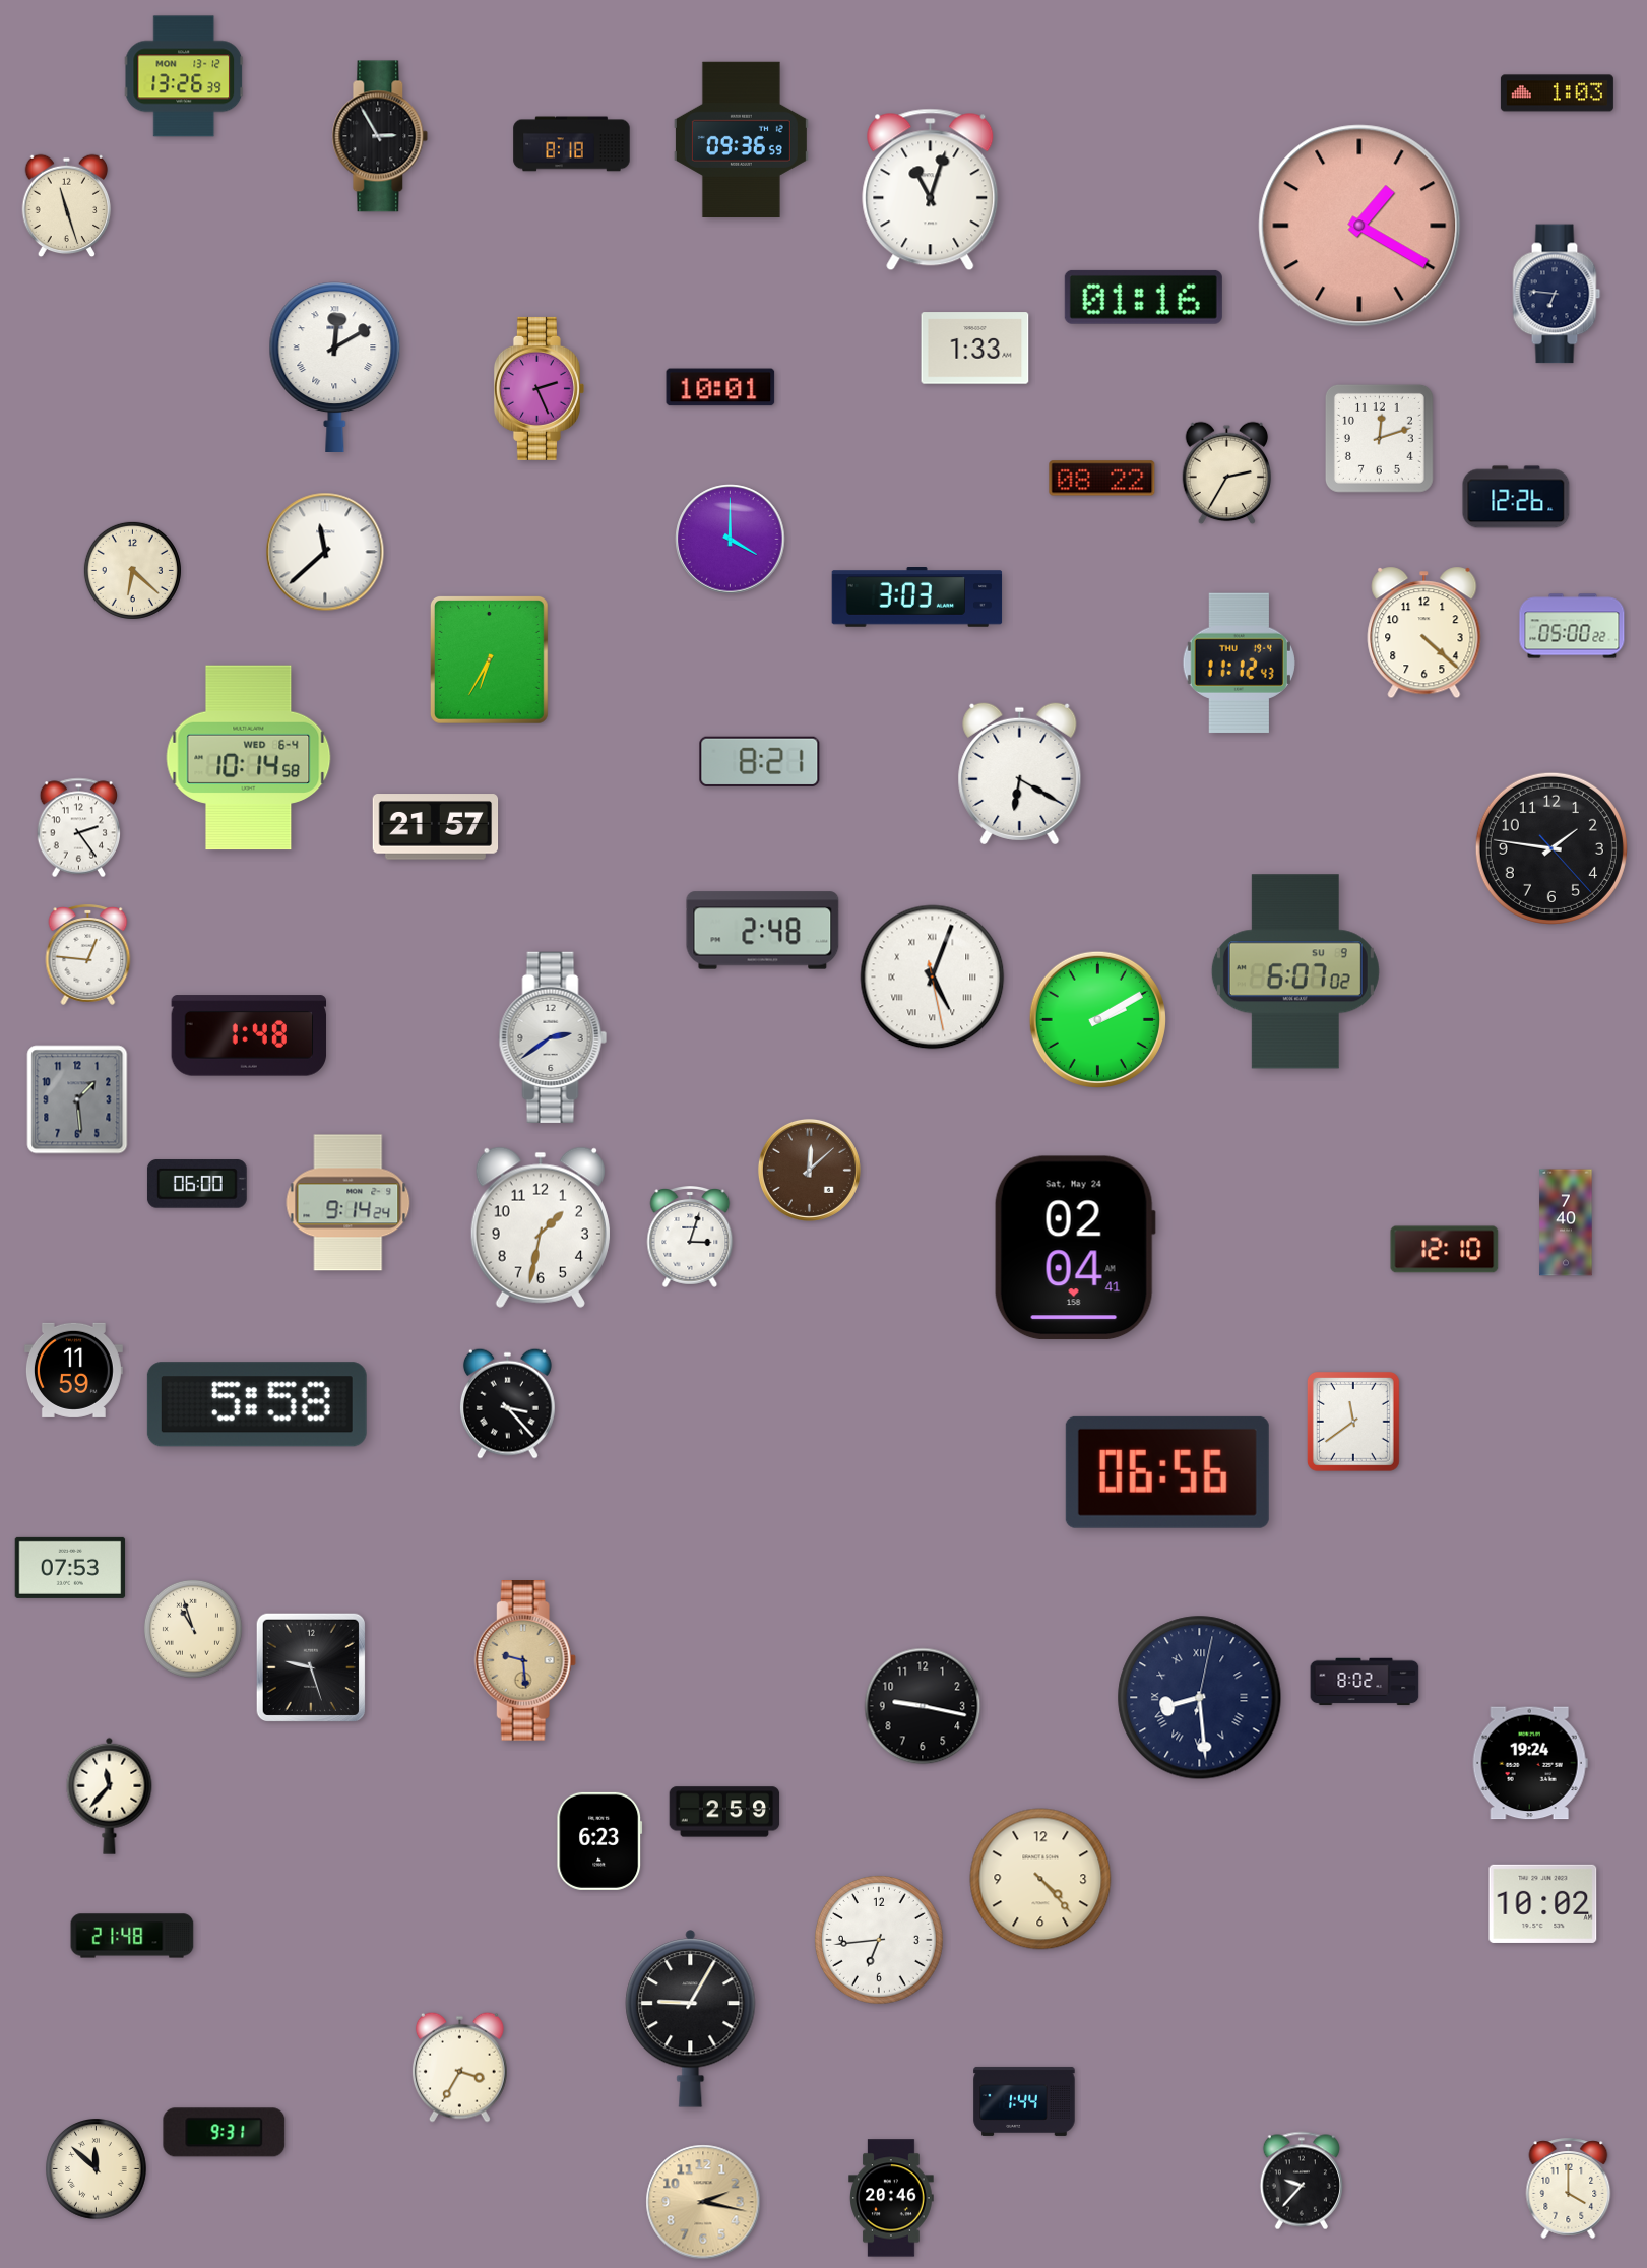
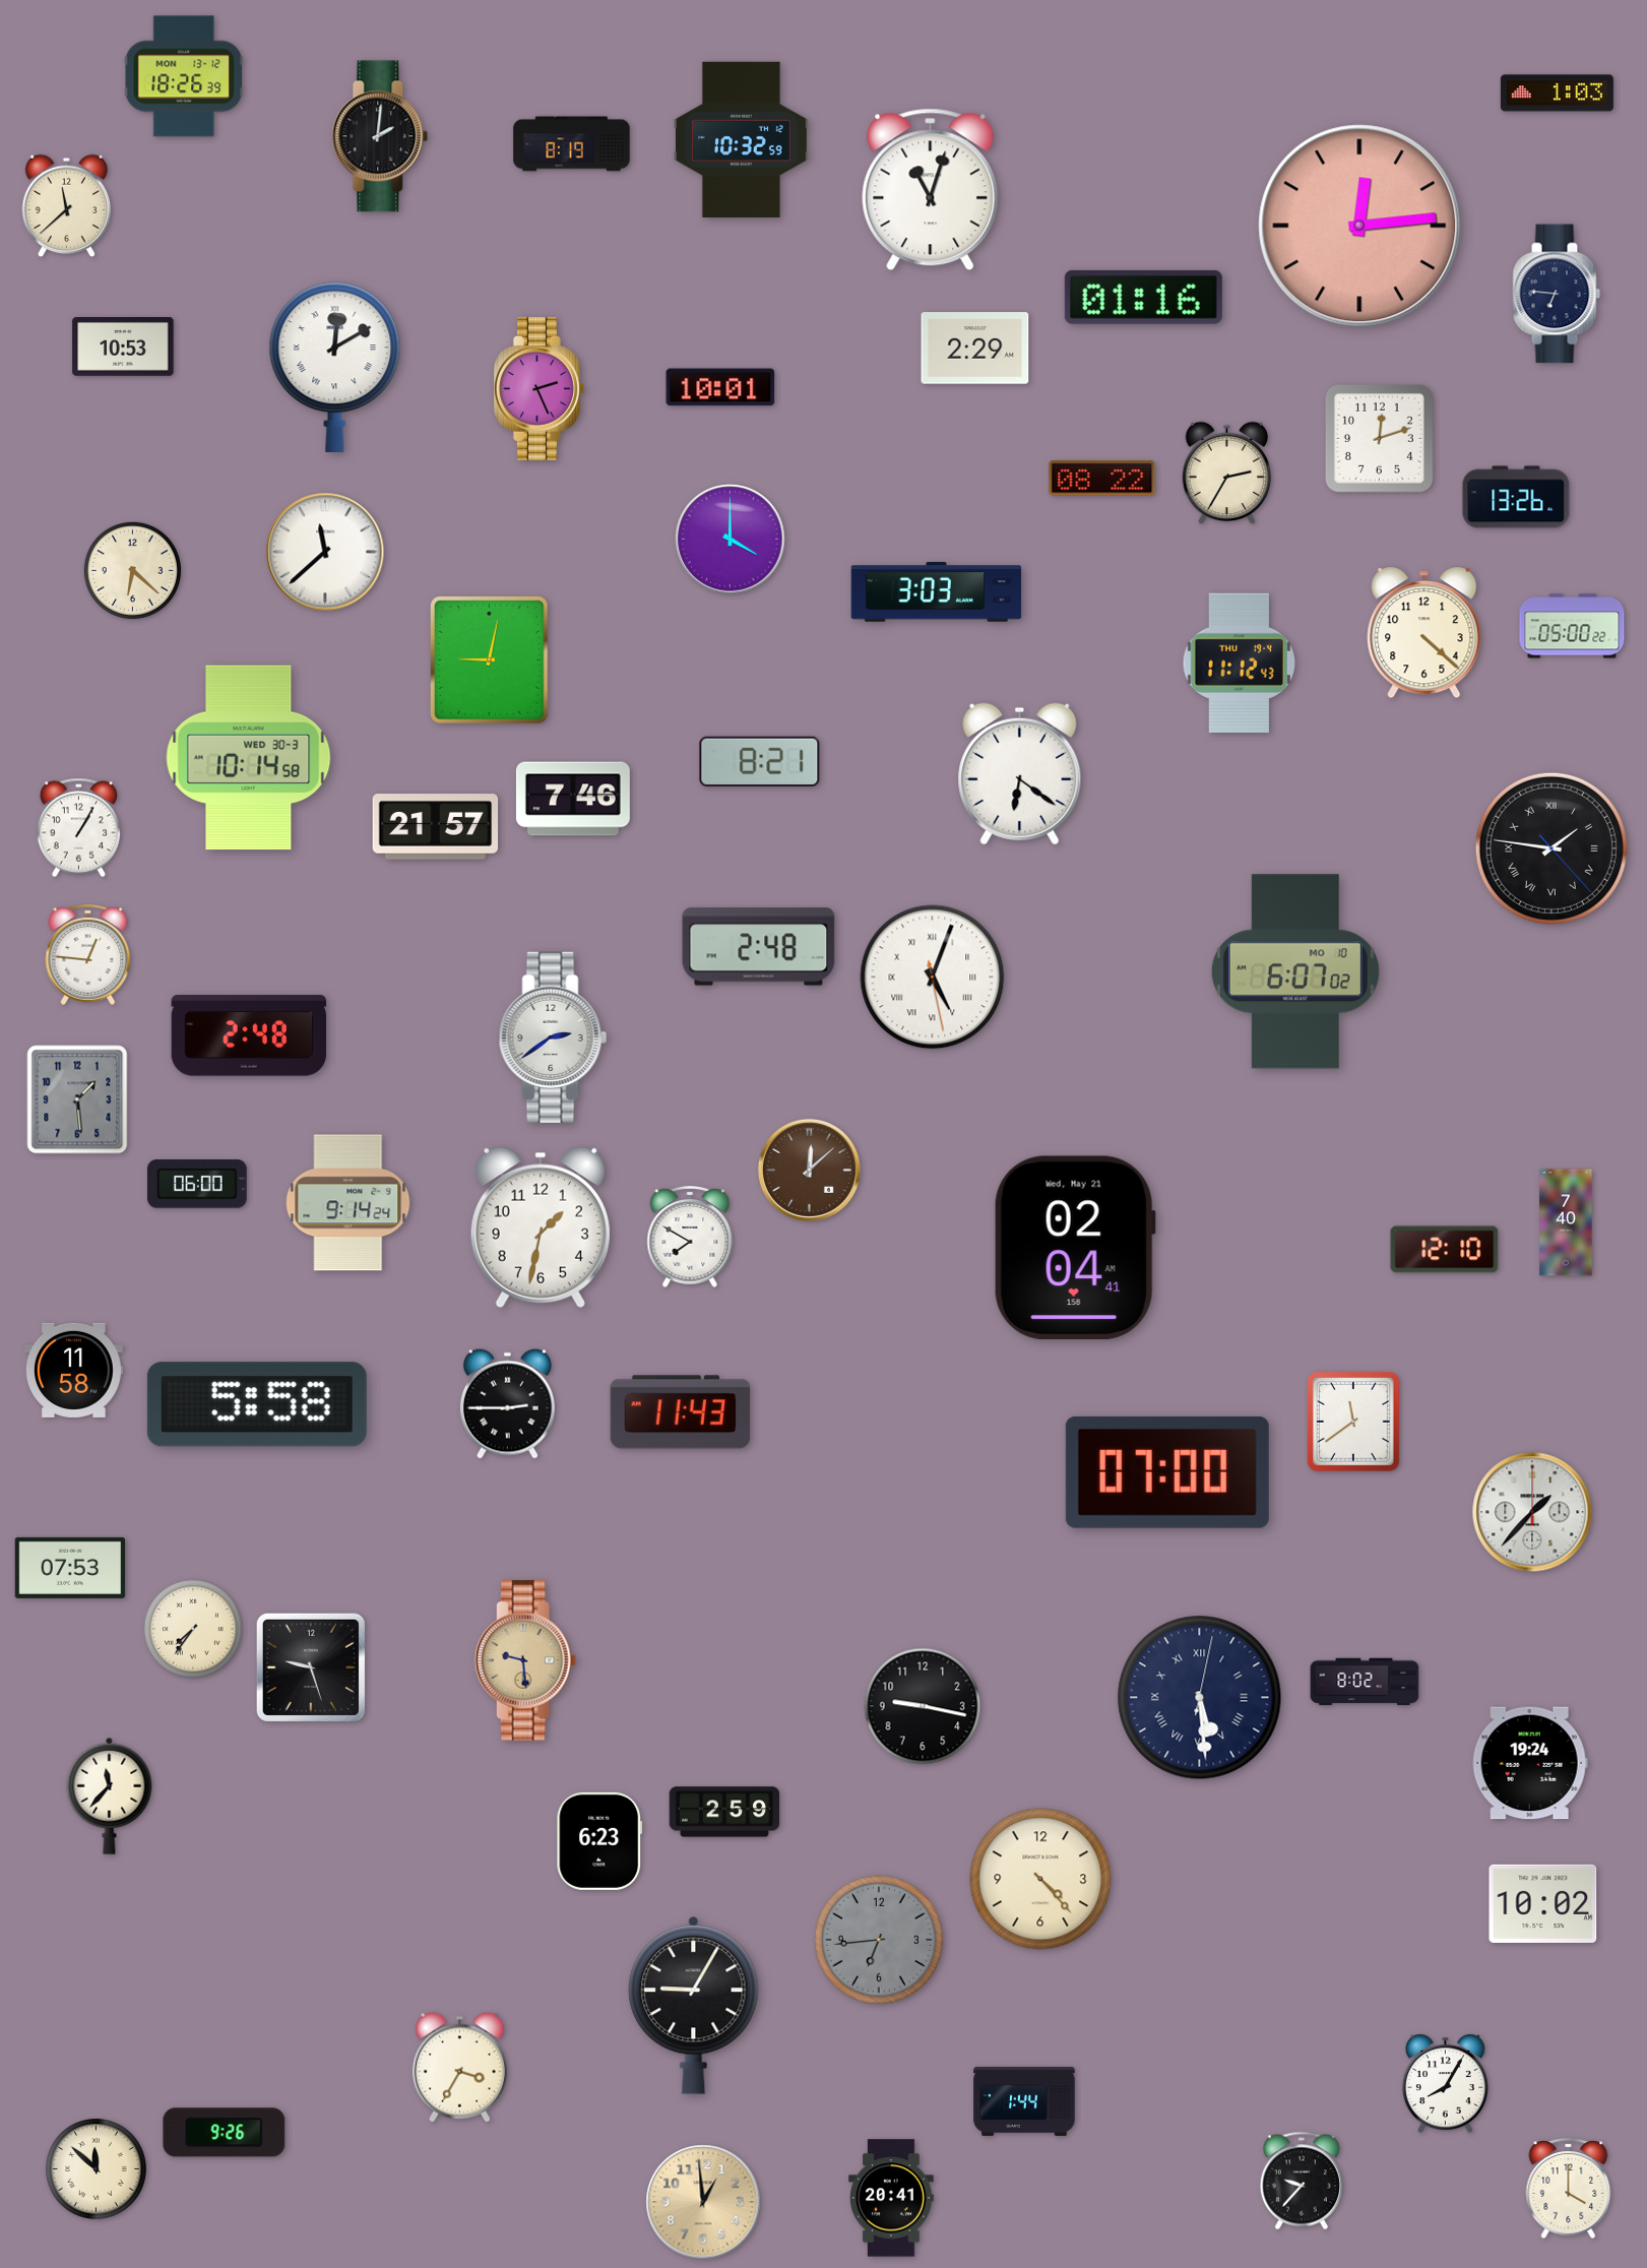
clock at (184, 76): 13:26 -> 18:26
clock at (380, 136): 2:55 -> 2:01
clock at (741, 139): 09:36 -> 10:32
clock at (572, 144): 8:18 -> 8:19
clock at (67, 206): 11:27 -> 11:38
clock at (1359, 226): 1:20 -> 12:14
clock at (123, 348): none -> 10:53
clock at (975, 349): 1:33 -> 2:29
clock at (1516, 497): 12:26 -> 13:26
clock at (917, 597) position: (917, 597) -> (937, 592)
clock at (489, 659): 6:35 -> 9:02
clock at (249, 758) date: WED 6-4 -> WED 30-3
clock at (1020, 774): 6:20 -> 6:21
clock at (573, 799): none -> 7:46
clock at (79, 828): 2:24 -> 1:05
clock at (1551, 848) numerals: Arabic -> Roman
clock at (763, 931) position: (763, 931) -> (759, 947)
clock at (1295, 971) date: SU 9 -> MO 10
clock at (1097, 1019): 2:10 -> none
clock at (249, 1035): 1:48 -> 2:48
clock at (690, 1238): 3:03 -> 7:50
clock at (1075, 1248) date: Sat, May 24 -> Wed, May 21
clock at (73, 1370): 11:59 -> 11:58
clock at (507, 1403): 3:23 -> 2:45
clock at (681, 1412): none -> 11:43
clock at (1167, 1472): 06:56 -> 07:00
clock at (1532, 1512): none -> 1:37
clock at (193, 1629): 10:57 -> 7:36
clock at (1200, 1698): 8:29 -> 5:29
clock at (132, 1936): 21:48 -> none
clock at (879, 1940) dial: white -> grey
clock at (691, 2019) position: (691, 2019) -> (694, 2006)
clock at (1445, 2083): none -> 8:05
clock at (225, 2133): 9:31 -> 9:26
clock at (891, 2198): 20:46 -> 20:41
clock at (703, 2202): 2:17 -> 12:59
